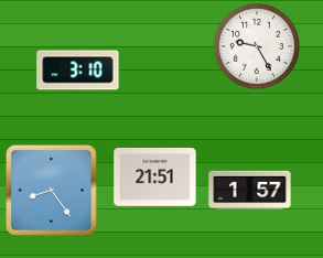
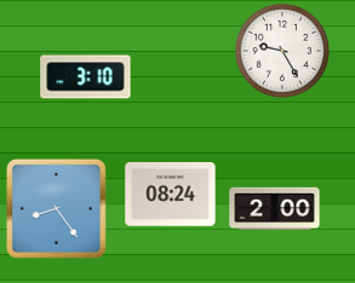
clock at (155, 178): 21:51 -> 08:24
clock at (250, 191): 1:57 -> 2:00
